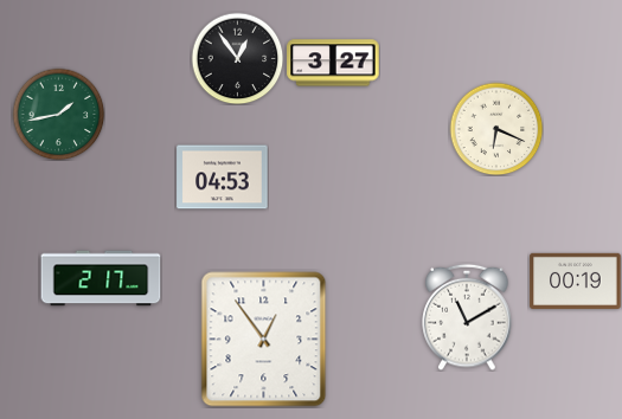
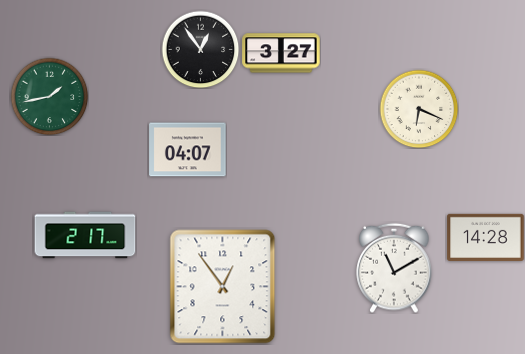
clock at (223, 178): 04:53 -> 04:07
clock at (576, 281): 00:19 -> 14:28
